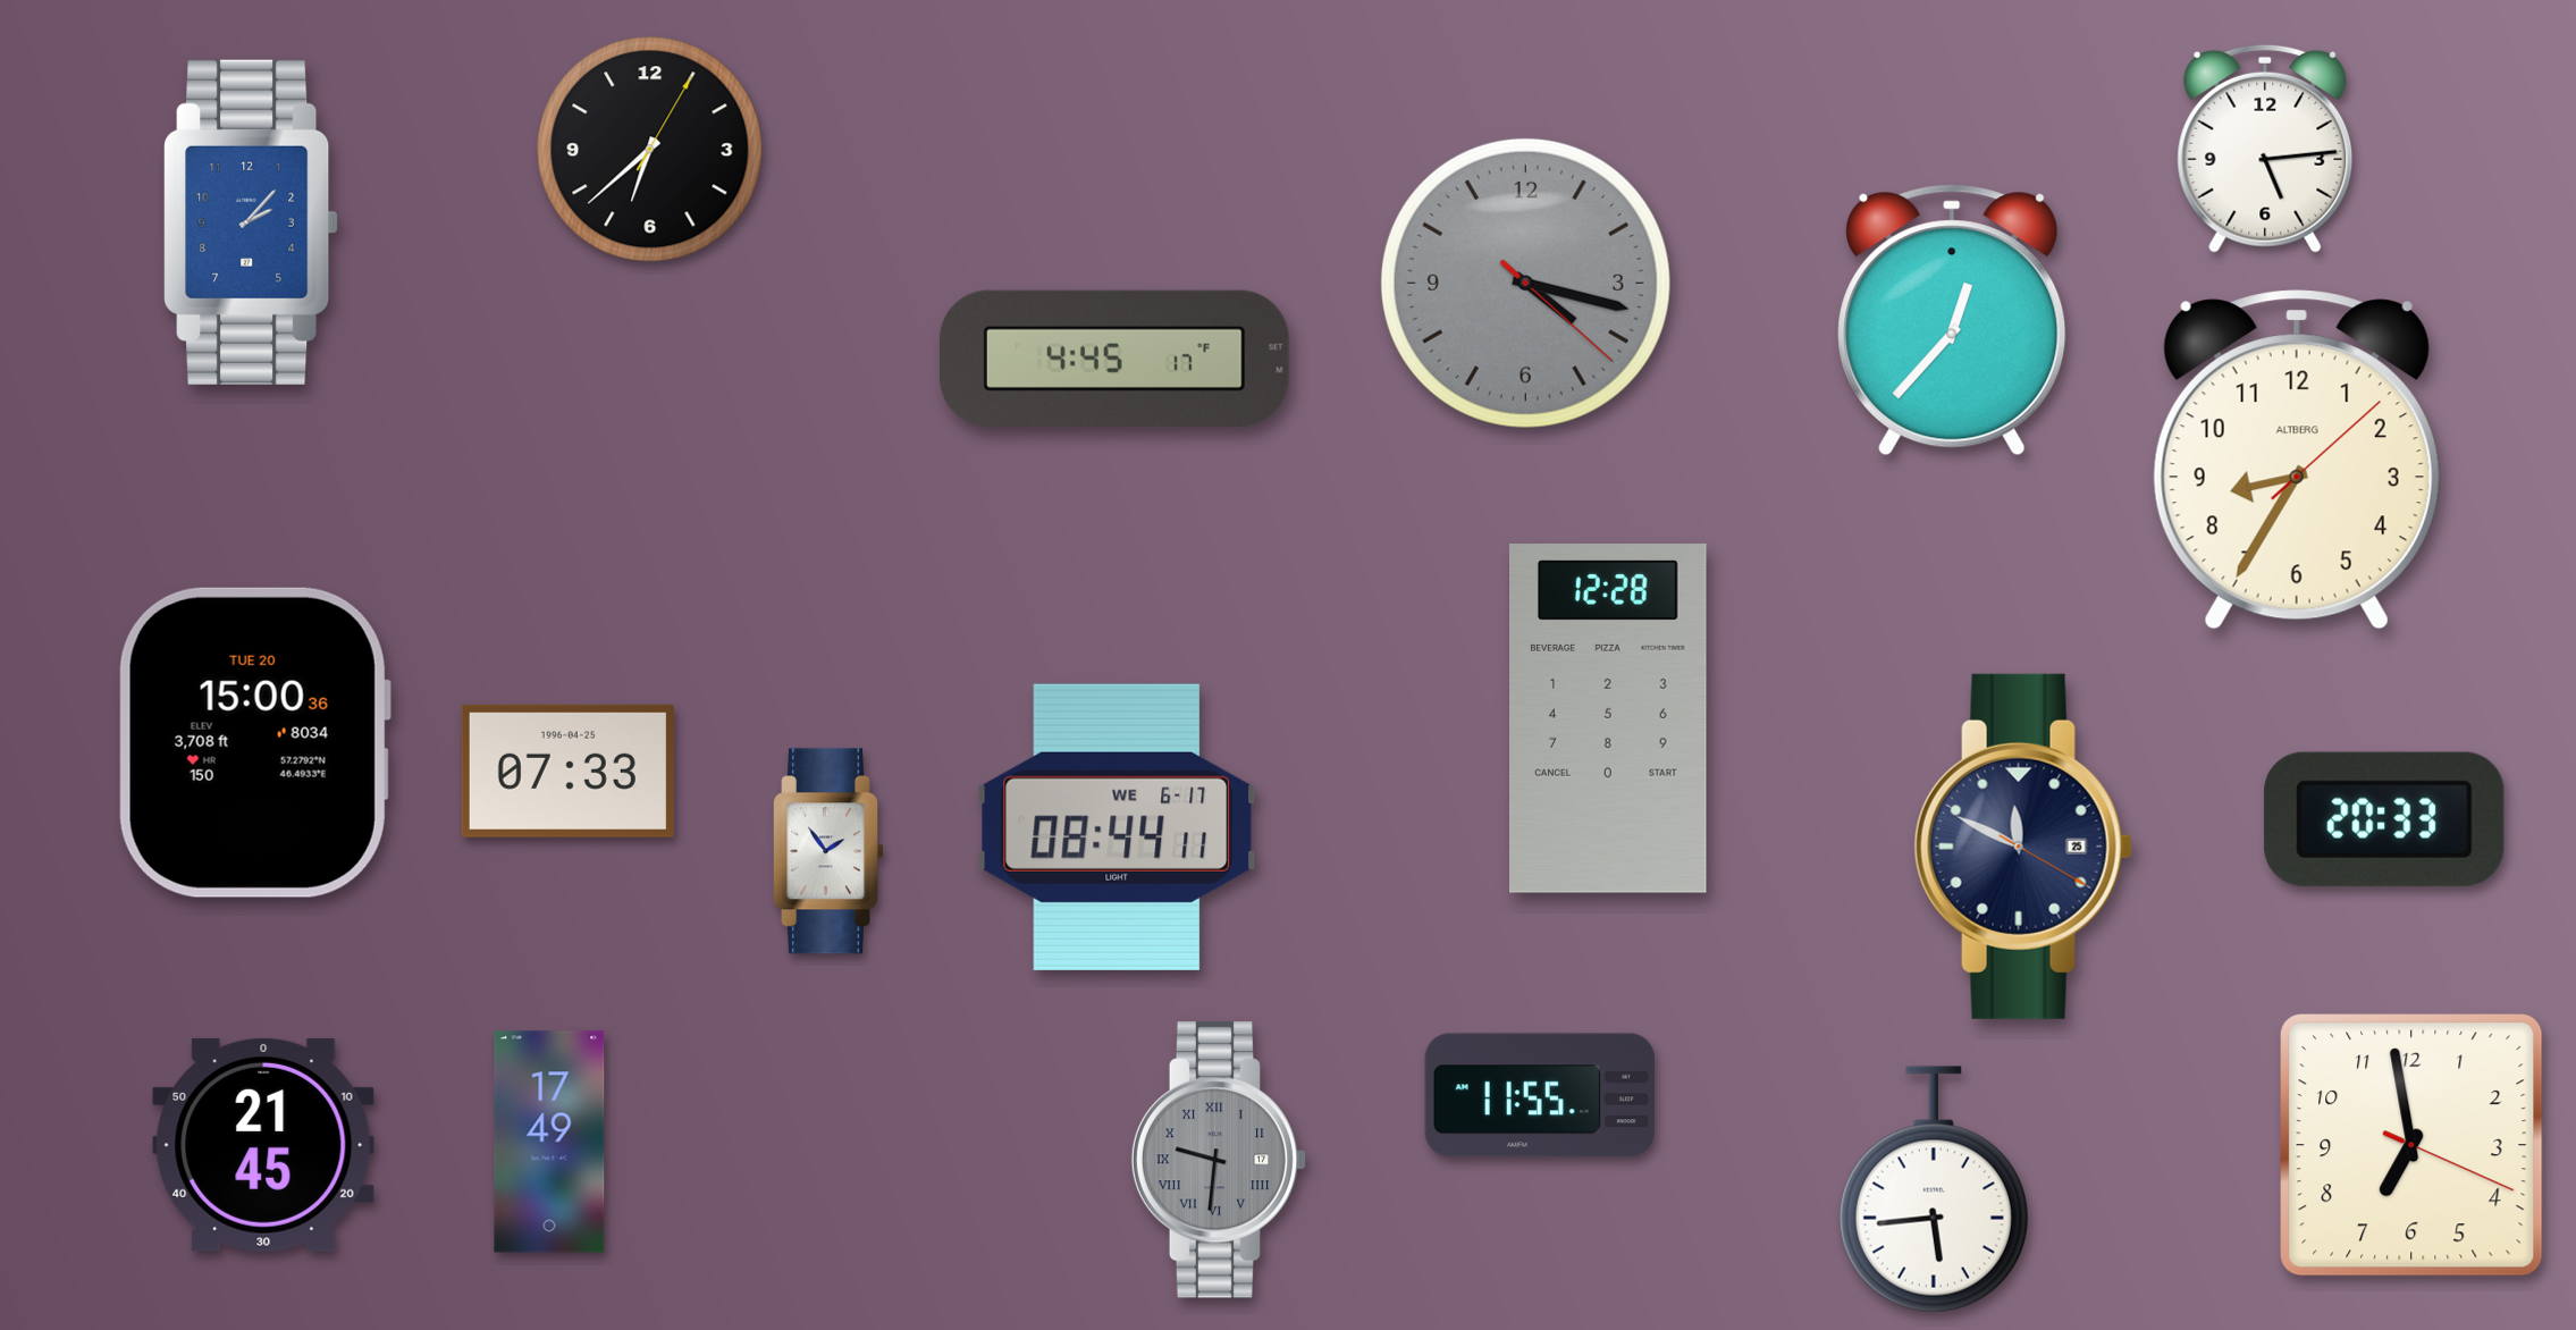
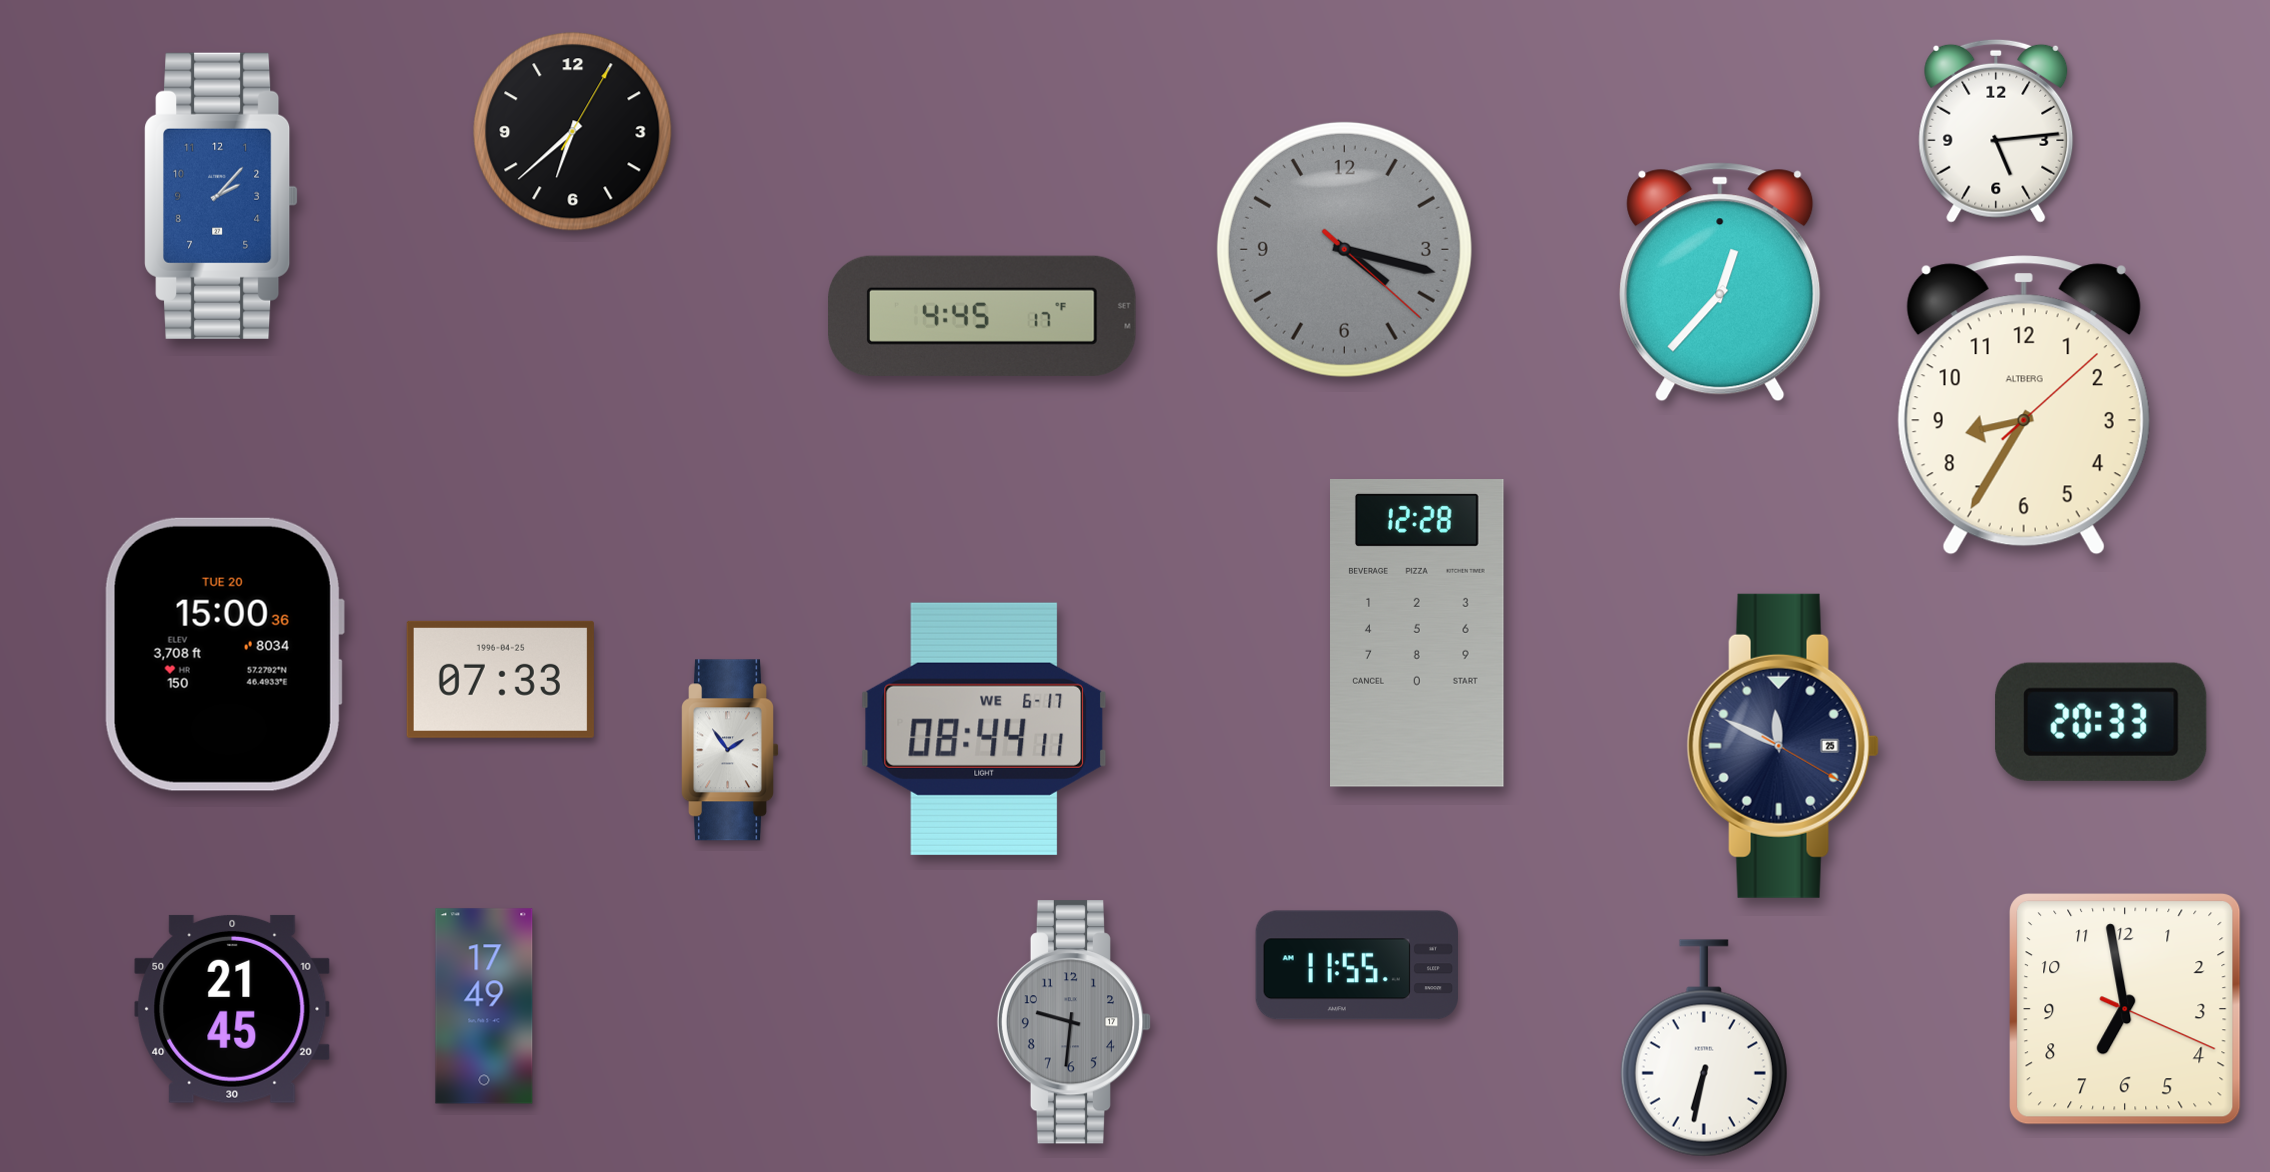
clock at (1219, 1160) numerals: Roman -> Arabic
clock at (1934, 1189): 5:44 -> 6:32
